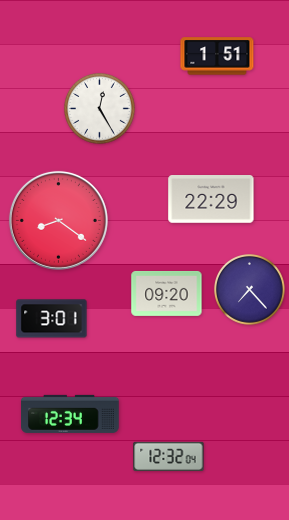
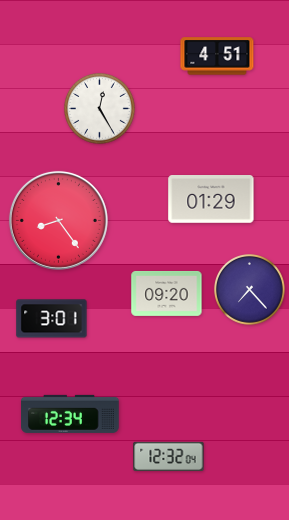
clock at (217, 56): 1:51 -> 4:51
clock at (211, 199): 22:29 -> 01:29
clock at (58, 220): 8:21 -> 8:24
